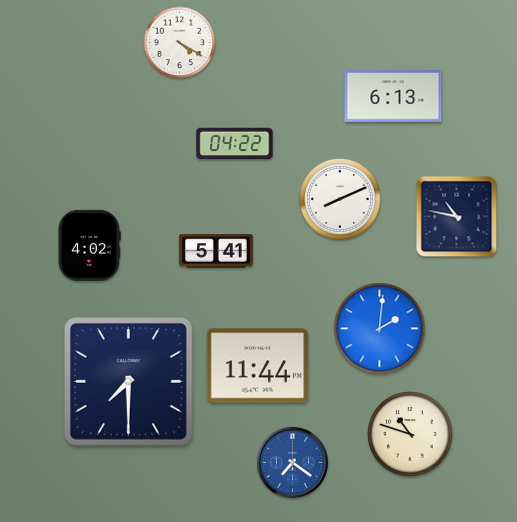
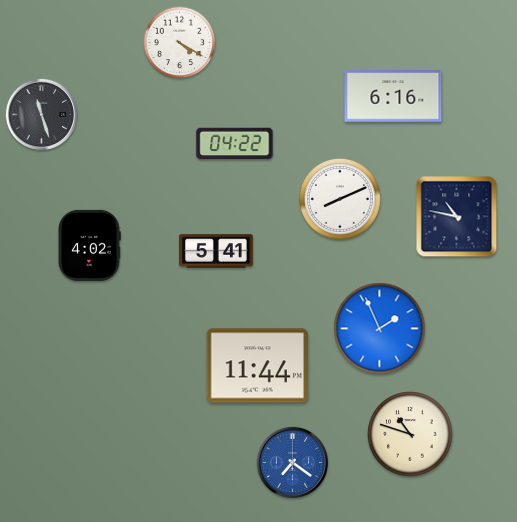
clock at (393, 96): 6:13 -> 6:16
clock at (41, 114): none -> 11:27
clock at (380, 329): 2:01 -> 1:56
clock at (129, 382): 7:30 -> none
